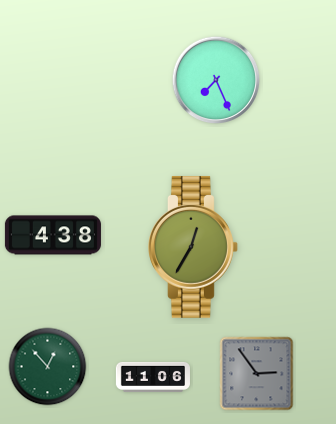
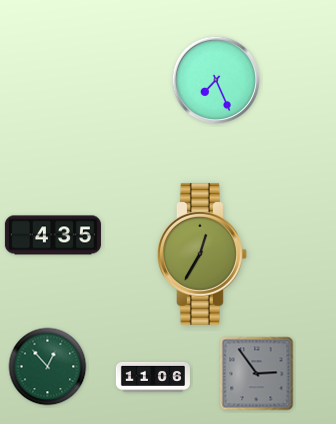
clock at (53, 235): 4:38 -> 4:35
clock at (194, 247) position: (194, 247) -> (203, 254)
